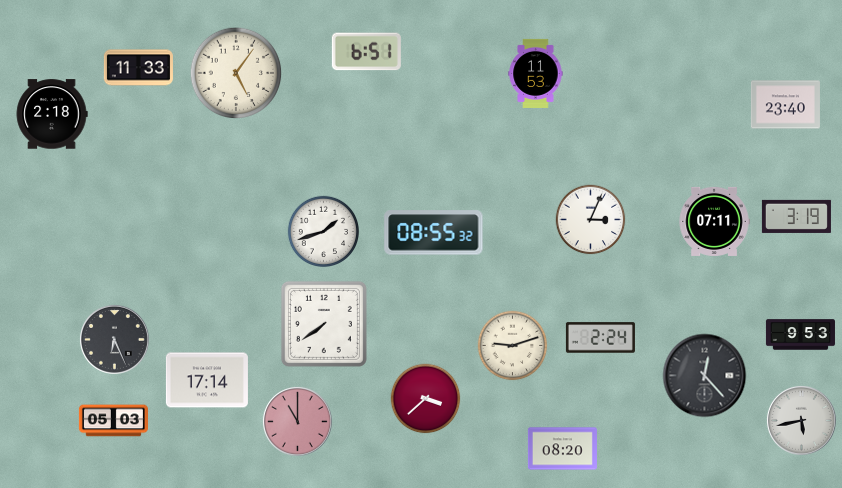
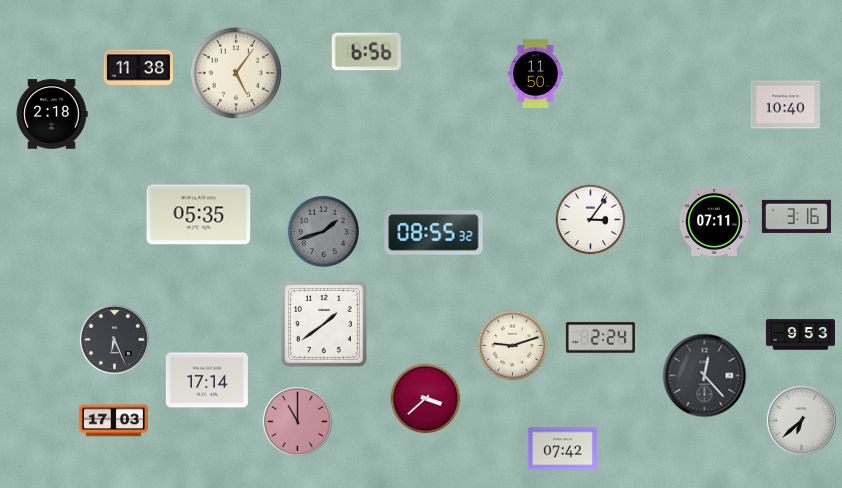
clock at (366, 52): 6:51 -> 6:56
clock at (138, 68): 11:33 -> 11:38
clock at (536, 73): 11:53 -> 11:50
clock at (785, 105): 23:40 -> 10:40
clock at (199, 215): none -> 05:35
clock at (796, 216): 3:19 -> 3:16
clock at (591, 220): 3:04 -> 3:06
clock at (323, 231) dial: white -> grey
clock at (324, 324): 7:39 -> 1:39
clock at (801, 420): 5:43 -> 6:38
clock at (113, 421): 05:03 -> 17:03
clock at (562, 449): 08:20 -> 07:42
